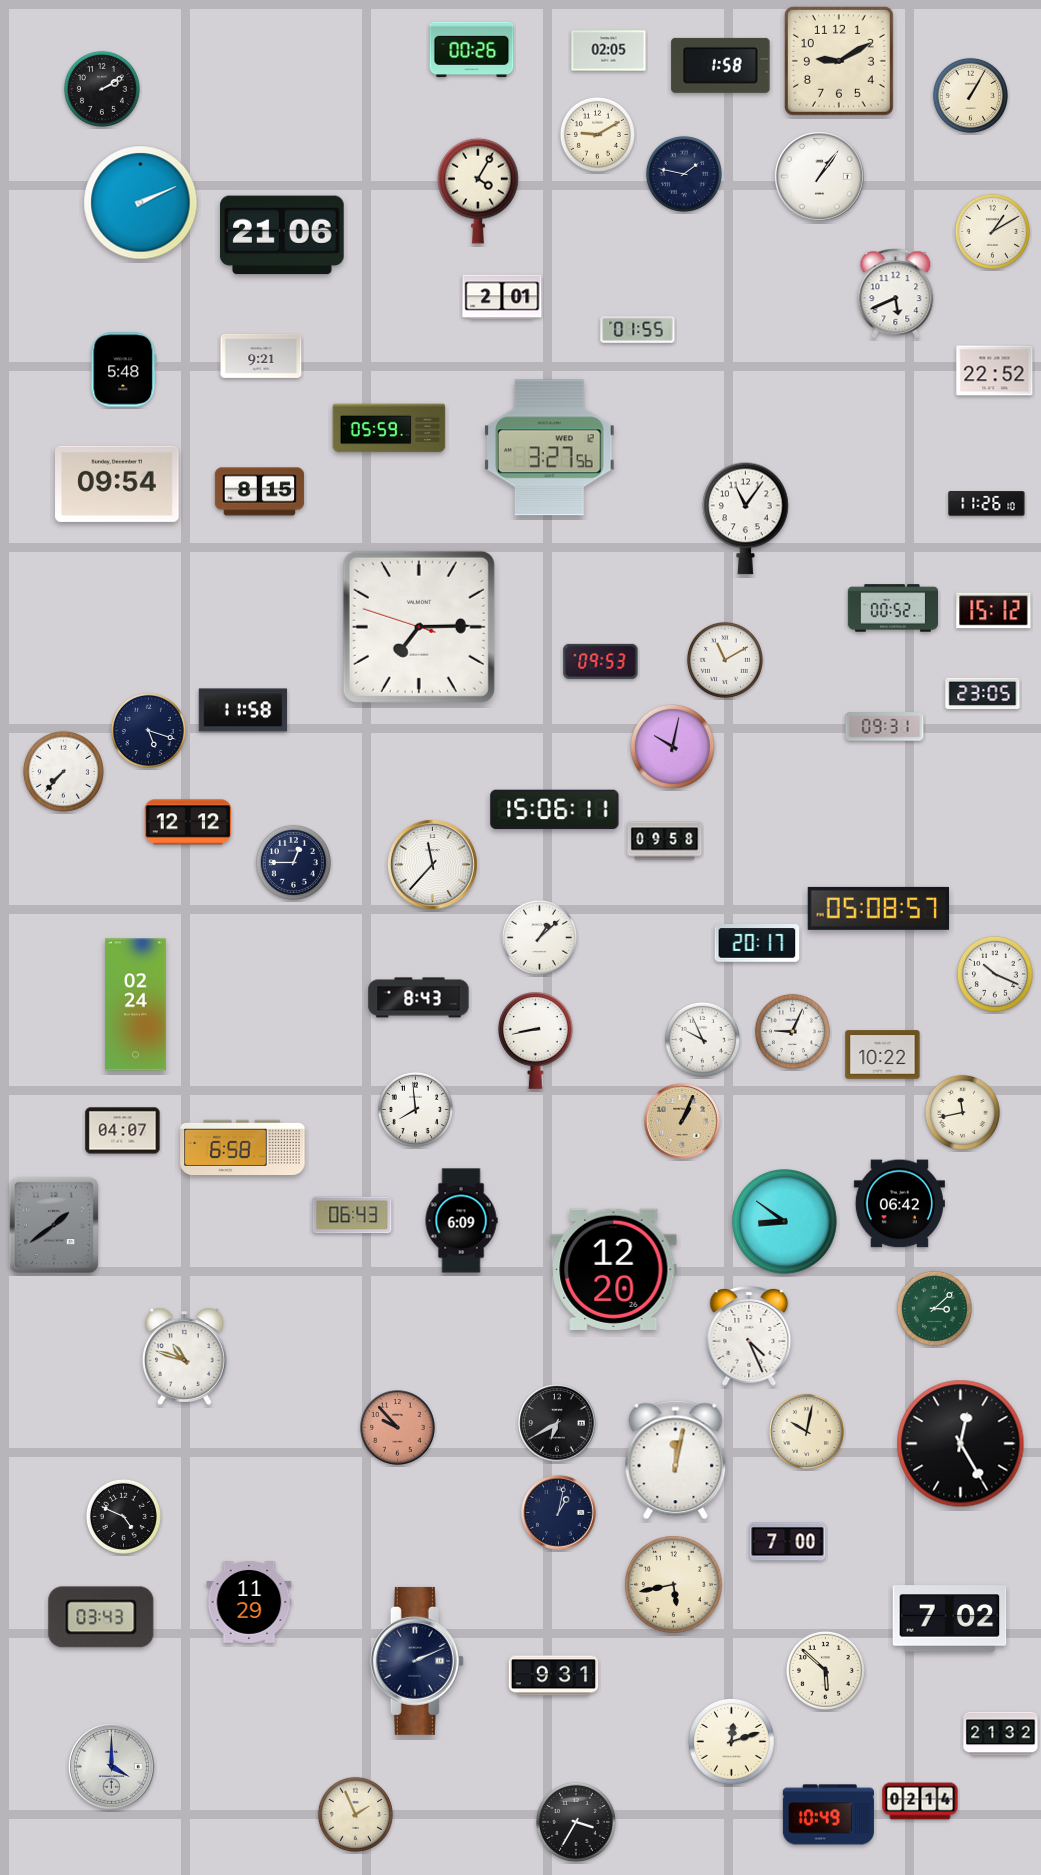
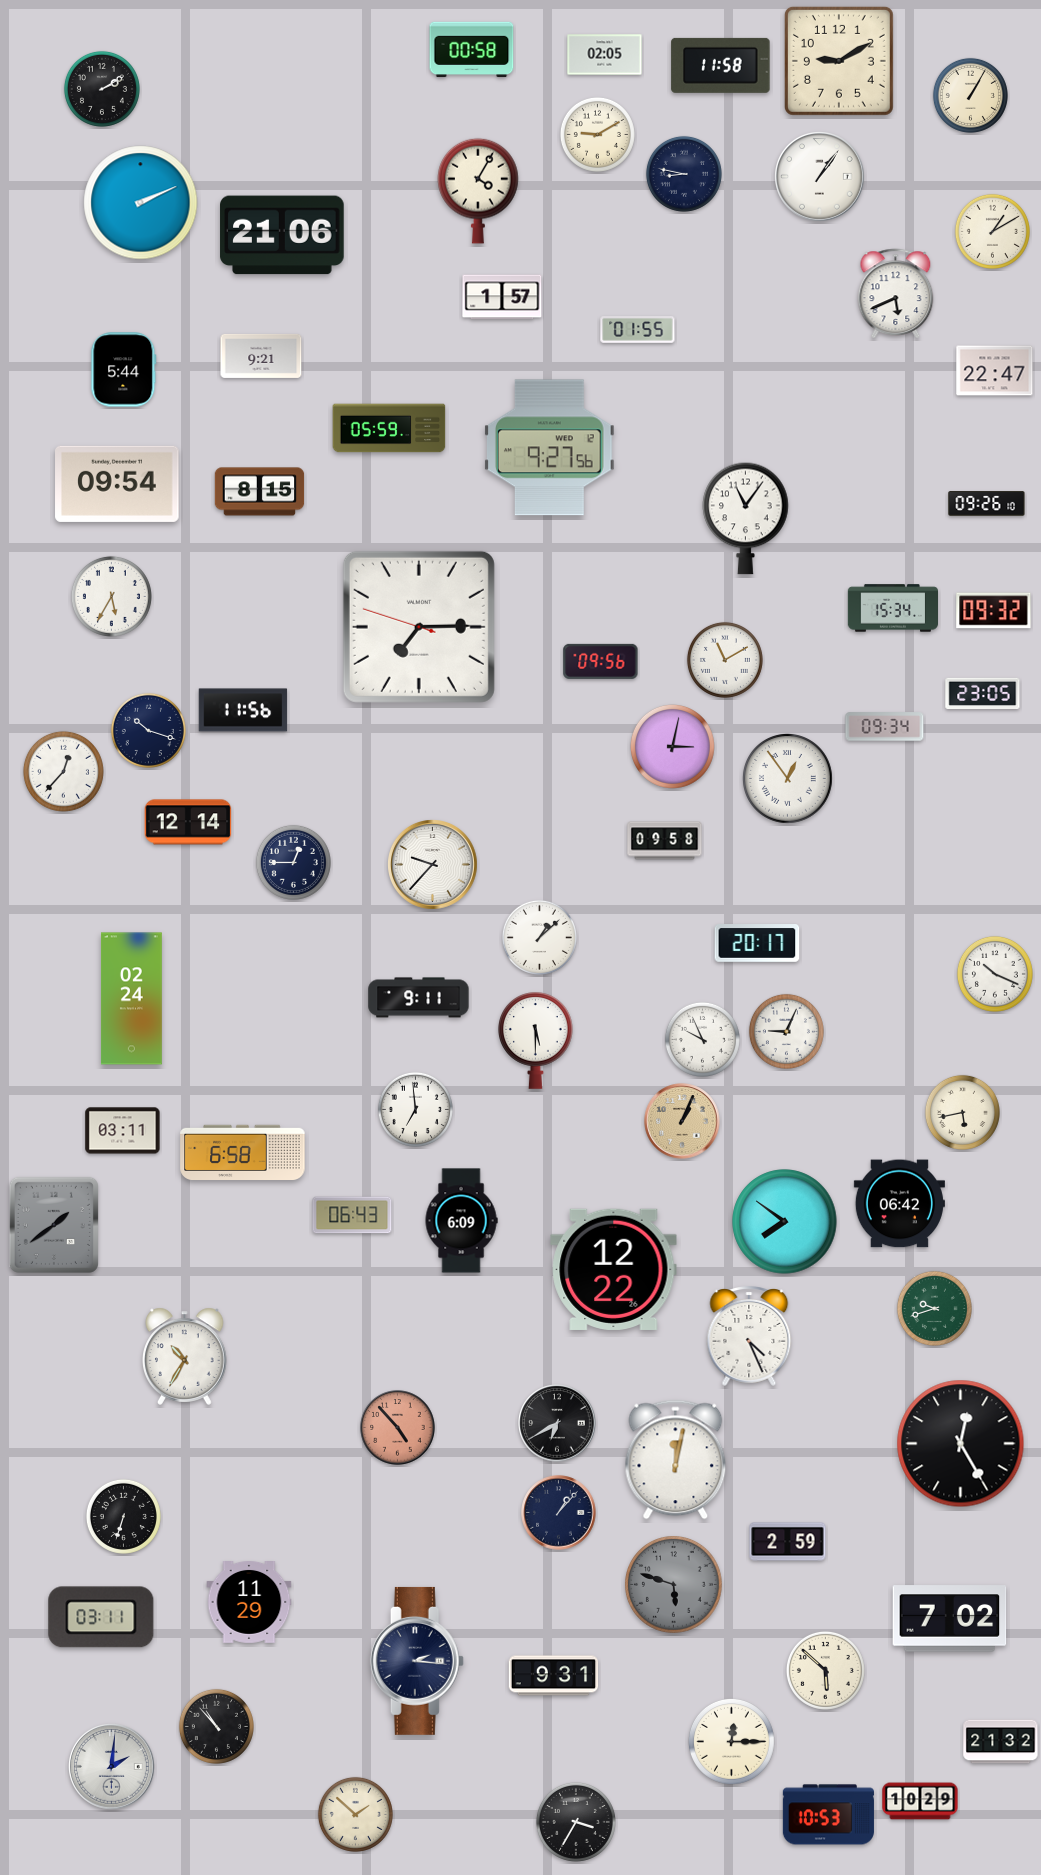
clock at (472, 50): 00:26 -> 00:58
clock at (609, 51) position: (609, 51) -> (605, 55)
clock at (721, 65): 1:58 -> 11:58
clock at (684, 174): 1:47 -> 8:47
clock at (502, 297): 2:01 -> 1:57
clock at (124, 370): 5:48 -> 5:44
clock at (995, 371): 22:52 -> 22:47
clock at (549, 448): 3:27 -> 9:27
clock at (987, 504): 11:26 -> 09:26
clock at (111, 596): none -> 5:35
clock at (892, 608): 00:52 -> 15:34
clock at (994, 611): 15:12 -> 09:32
clock at (601, 661): 09:53 -> 09:56
clock at (243, 710): 11:58 -> 11:56
clock at (885, 727): 09:31 -> 09:34
clock at (148, 730): 5:18 -> 10:18
clock at (672, 746): 10:02 -> 3:02
clock at (63, 771): 7:37 -> 12:37
clock at (788, 779): none -> 12:54
clock at (555, 810): 15:06 -> none
clock at (188, 822): 12:12 -> 12:14
clock at (433, 865): 11:37 -> 9:37
clock at (879, 908): 05:08 -> none
clock at (419, 998): 8:43 -> 9:11
clock at (135, 1005) position: (135, 1005) -> (131, 999)
clock at (792, 1031) position: (792, 1031) -> (786, 1031)
clock at (536, 1041): 8:43 -> 5:30
clock at (883, 1055): 10:22 -> none
clock at (415, 1109): 7:59 -> 6:59
clock at (962, 1112): 11:43 -> 5:43
clock at (123, 1131): 04:07 -> 03:11
clock at (243, 1148) position: (243, 1148) -> (243, 1153)
clock at (785, 1222): 8:51 -> 7:51
clock at (614, 1269): 12:20 -> 12:22
clock at (934, 1308): 3:08 -> 9:42
clock at (185, 1356): 10:48 -> 10:35
clock at (398, 1428): 9:53 -> 4:53
clock at (806, 1431): 10:02 -> none
clock at (559, 1513): 1:02 -> 1:07
clock at (123, 1516): 4:49 -> 6:33
clock at (788, 1542): 7:00 -> 2:59
clock at (674, 1585): 5:43 -> 5:48
clock at (674, 1585) dial: cream -> grey
clock at (101, 1617): 03:43 -> 03:11
clock at (417, 1661): 2:11 -> 2:16
clock at (216, 1726): none -> 10:53
clock at (1001, 1734) position: (1001, 1734) -> (1001, 1742)
clock at (731, 1741): 12:12 -> 12:15
clock at (112, 1767): 4:00 -> 2:01
clock at (920, 1801): 02:14 -> 10:29
clock at (355, 1814): 1:56 -> 1:52
clock at (828, 1815): 10:49 -> 10:53
